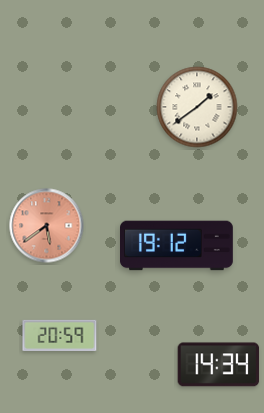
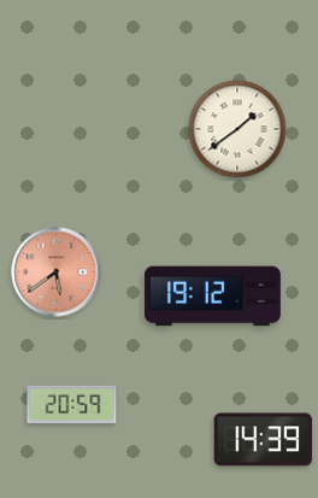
clock at (219, 365): 14:34 -> 14:39
